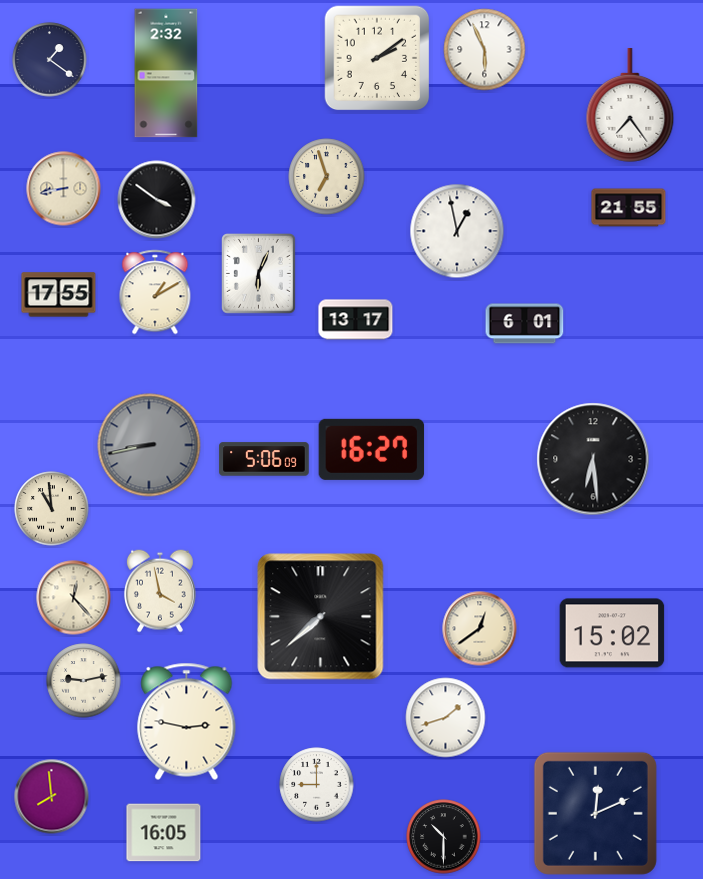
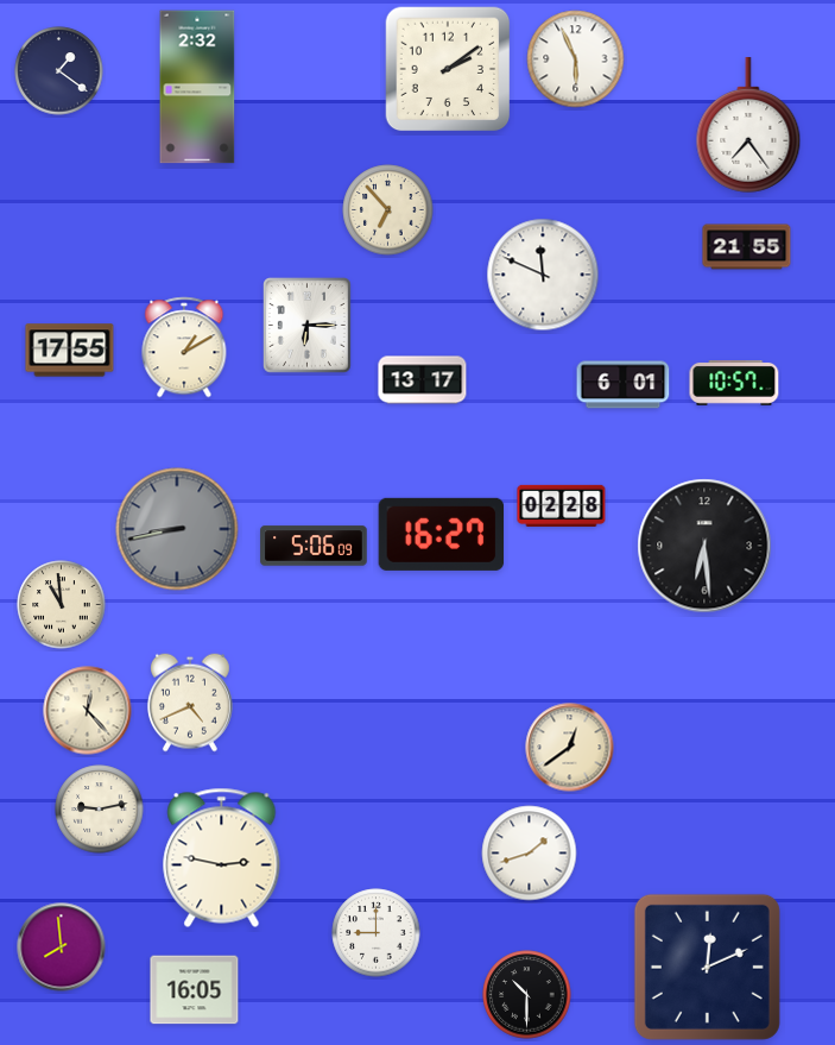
clock at (327, 177): 6:57 -> 6:53
clock at (64, 189): 8:43 -> none
clock at (157, 200): 3:51 -> none
clock at (457, 231): 12:58 -> 11:49
clock at (259, 274): 6:04 -> 6:15
clock at (734, 384): none -> 10:57
clock at (562, 505): none -> 02:28
clock at (160, 591): 3:58 -> 4:41
clock at (321, 617): 7:38 -> none
clock at (612, 633): 15:02 -> none
